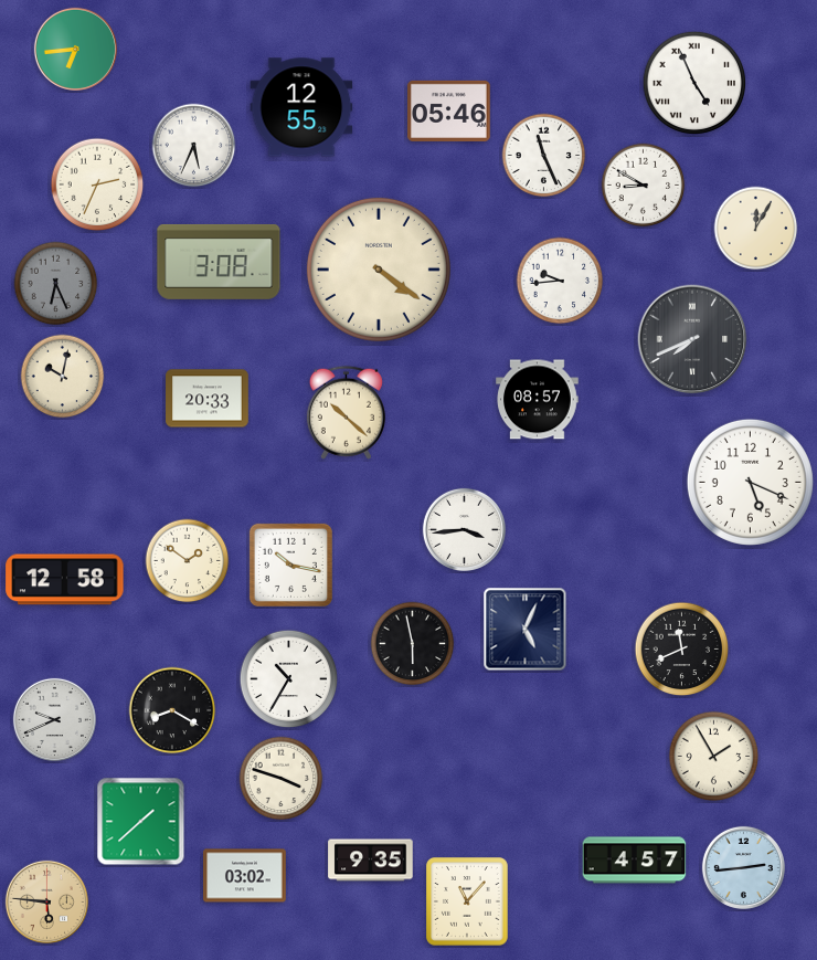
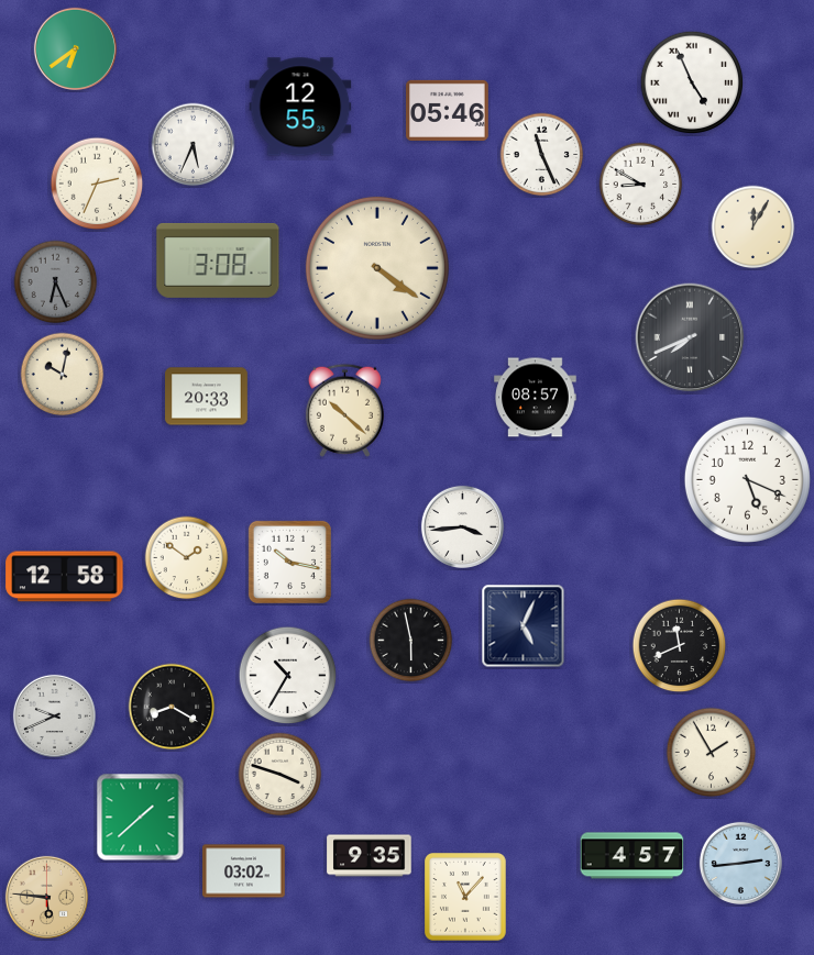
clock at (75, 49): 6:44 -> 6:39
clock at (560, 281): 9:44 -> none
